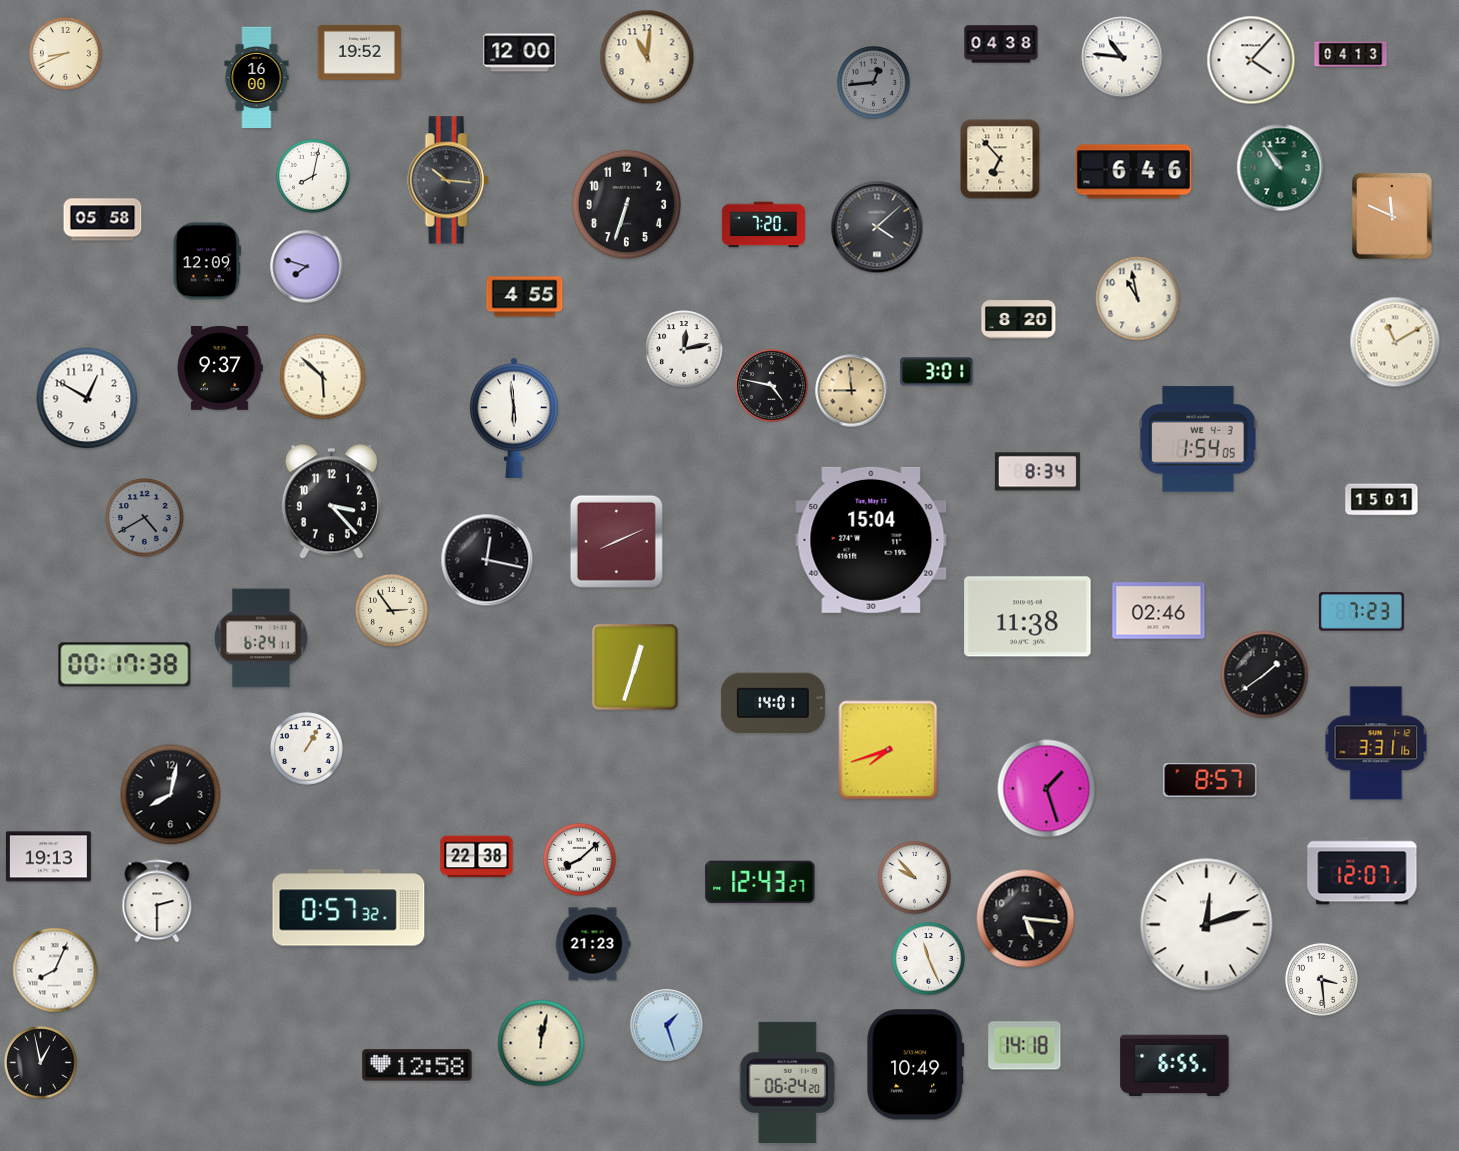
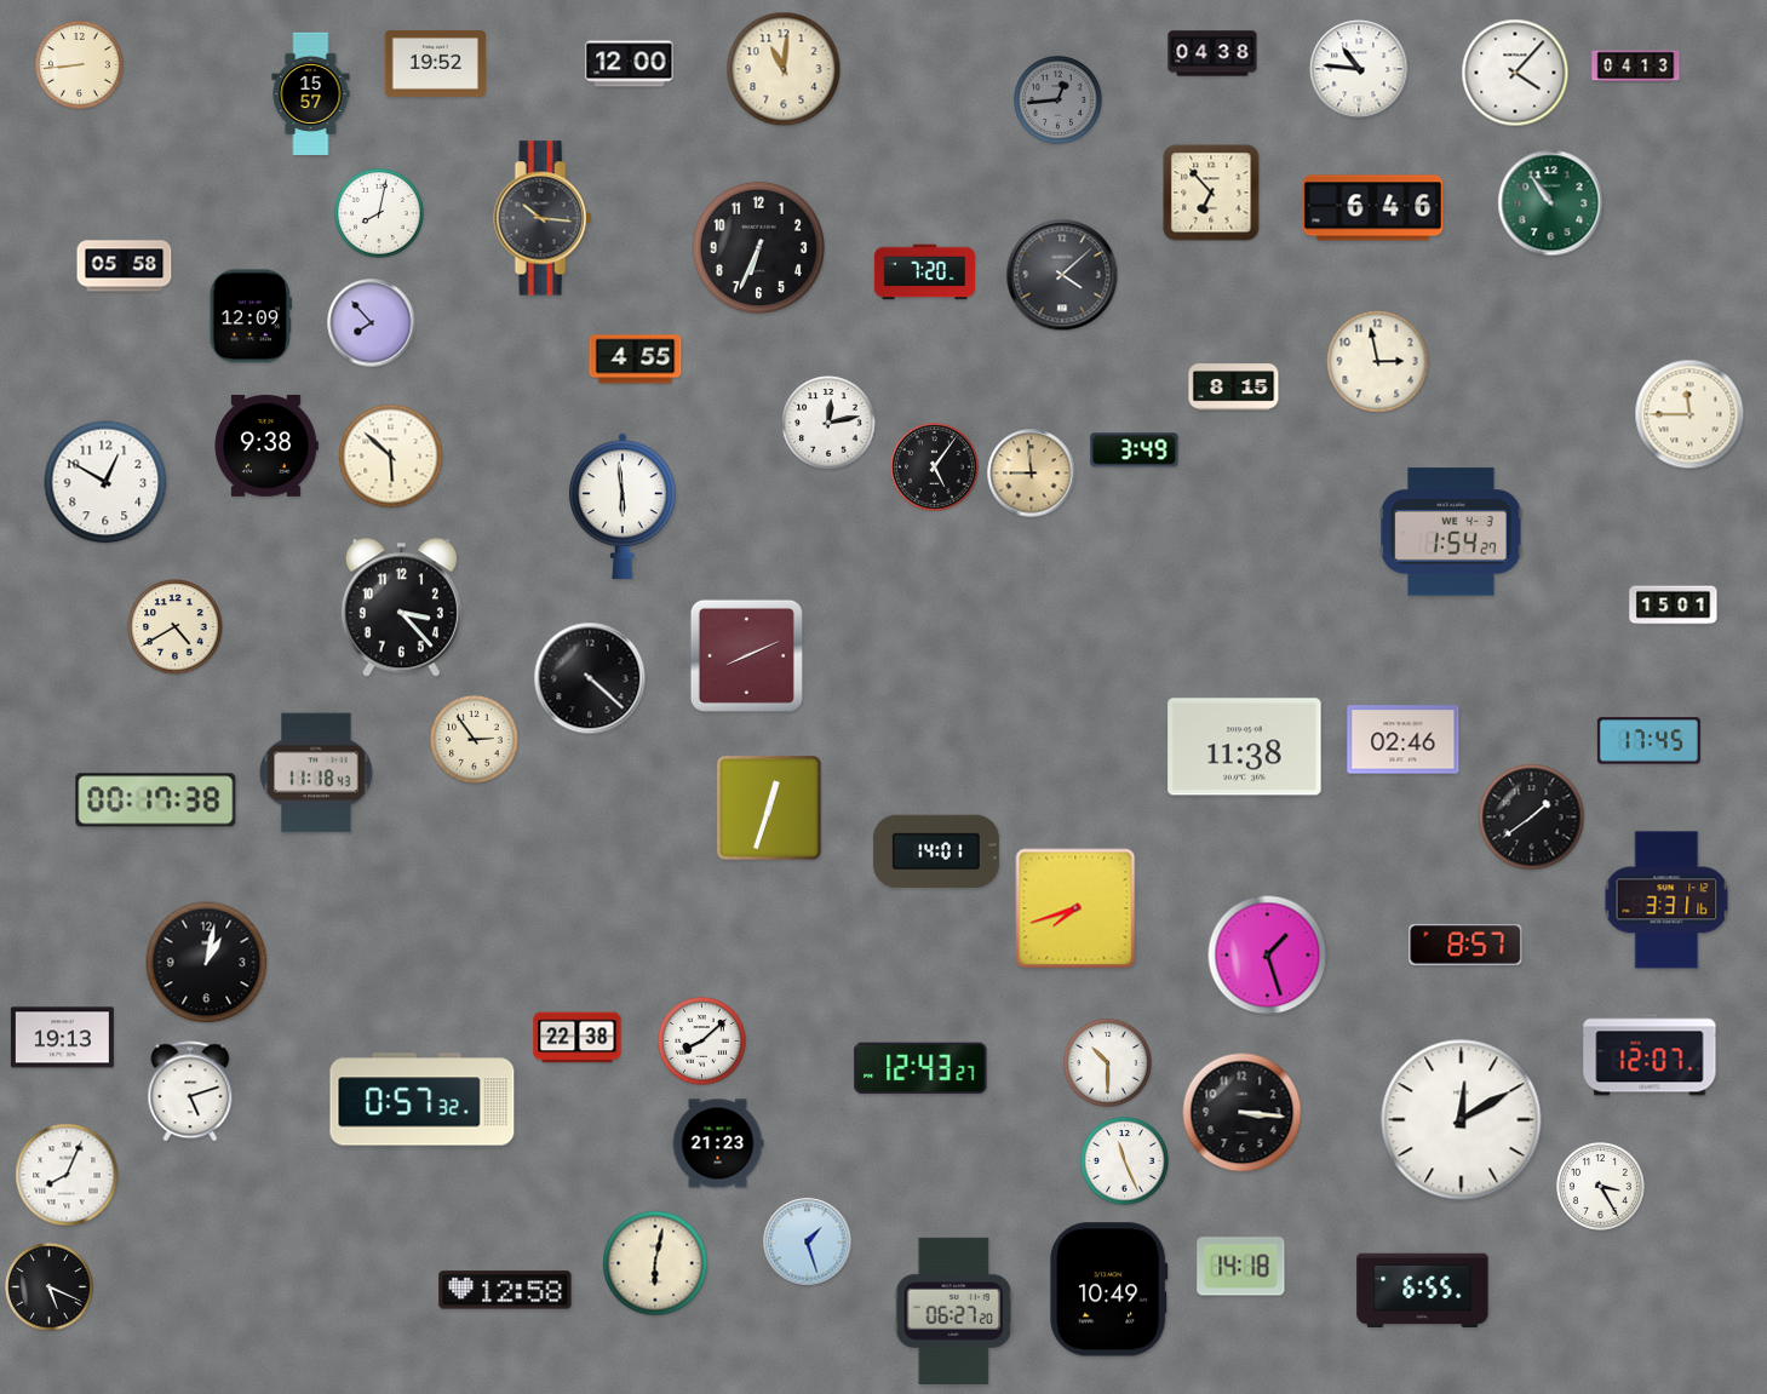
clock at (66, 54): 8:41 -> 8:44
clock at (257, 78): 16:00 -> 15:57
clock at (626, 204): 6:33 -> 6:34
clock at (1393, 217): 11:49 -> none
clock at (307, 267): 7:48 -> 7:53
clock at (1138, 299): 10:58 -> 2:58
clock at (1019, 320): 8:20 -> 8:15
clock at (1395, 342): 11:10 -> 11:45
clock at (220, 369): 9:37 -> 9:38
clock at (937, 372): 3:01 -> 3:49
clock at (772, 386): 4:47 -> 5:06
clock at (1198, 439): 1:54:05 -> 1:54:27
clock at (1037, 472): 8:34 -> none
clock at (145, 518) dial: grey -> cream
clock at (871, 540): 15:04 -> none
clock at (487, 560): 12:17 -> 4:22
clock at (1361, 612): 7:23 -> 17:45
clock at (261, 638): 6:24 -> 11:18
clock at (125, 665) position: (125, 665) -> (156, 801)
clock at (307, 749): 1:05 -> none
clock at (171, 795): 8:02 -> 1:02
clock at (48, 857) position: (48, 857) -> (62, 1038)
clock at (915, 878): 9:53 -> 10:30
clock at (157, 901): 2:30 -> 5:12
clock at (1026, 919): 5:16 -> 3:16
clock at (1207, 925): 12:12 -> 12:10
clock at (1322, 980): 3:29 -> 3:25
clock at (541, 1043): 12:02 -> 6:02
clock at (41, 1063): 12:58 -> 5:19
clock at (787, 1082): 06:24 -> 06:27
